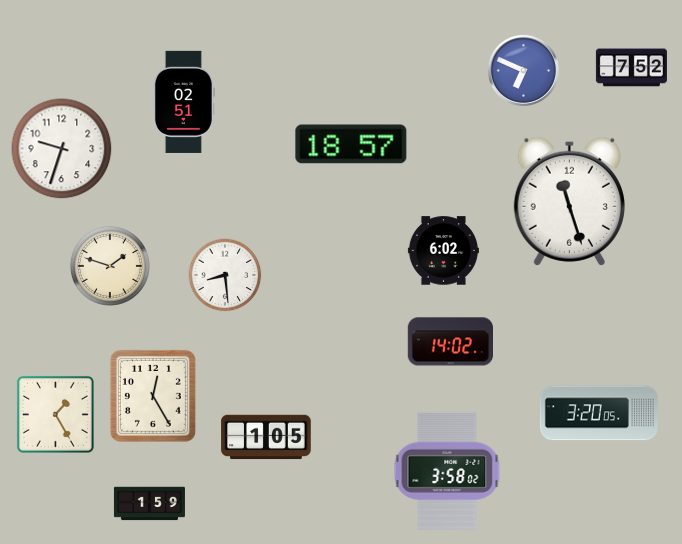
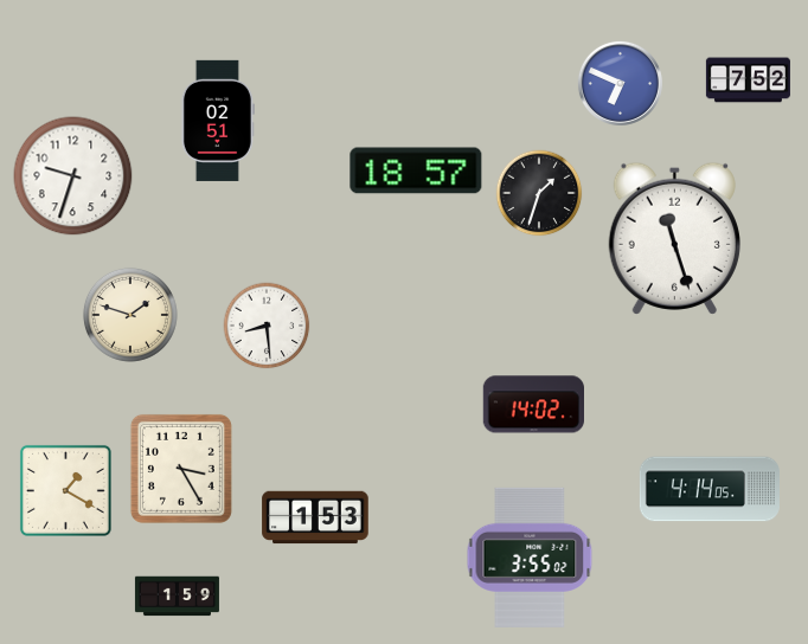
clock at (539, 193): none -> 1:33
clock at (443, 251): 6:02 -> none
clock at (153, 396): 12:25 -> 3:25
clock at (599, 413): 3:20 -> 4:14
clock at (55, 414): 1:25 -> 1:20
clock at (266, 437): 1:05 -> 1:53
clock at (447, 471): 3:58 -> 3:55
